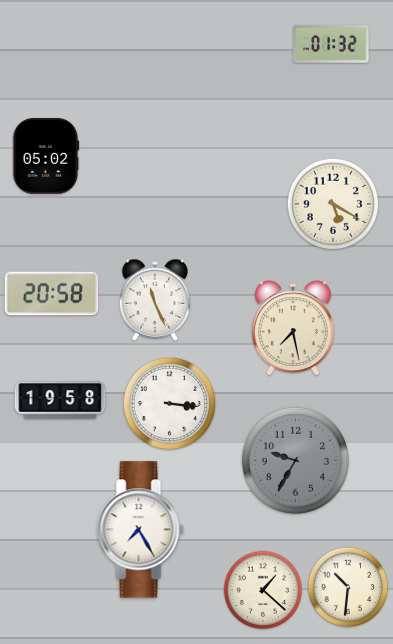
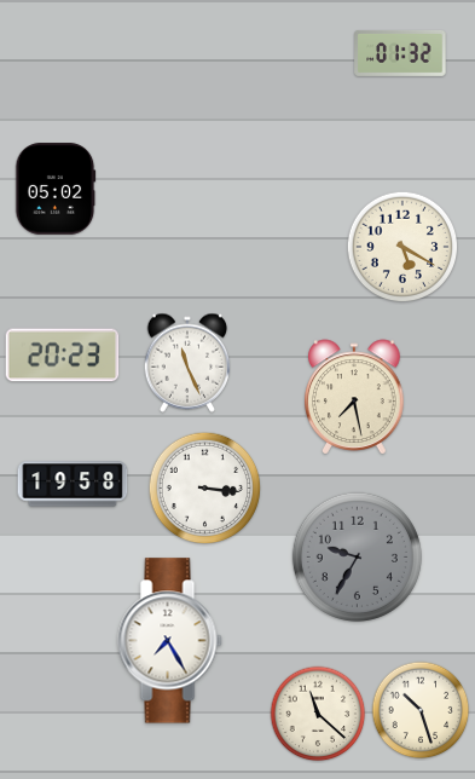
clock at (52, 294): 20:58 -> 20:23
clock at (348, 587): 10:31 -> 10:27
clock at (263, 590): 1:22 -> 11:22
